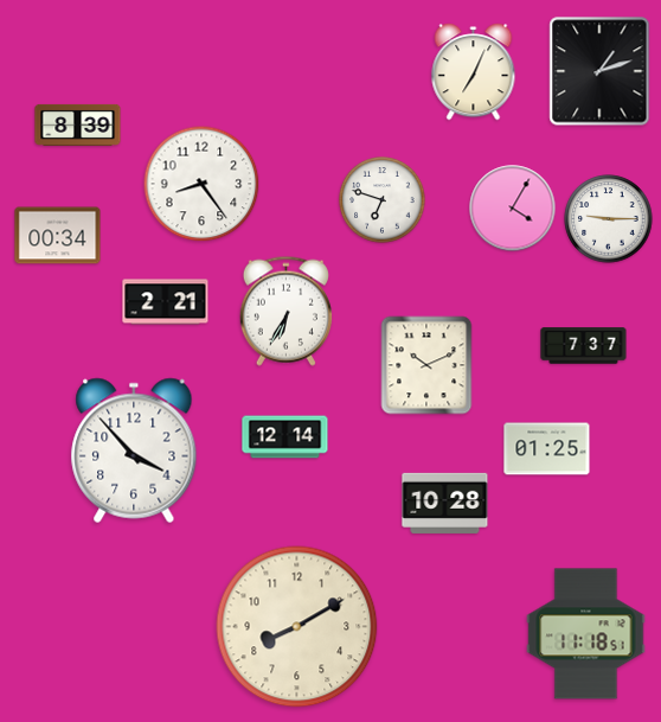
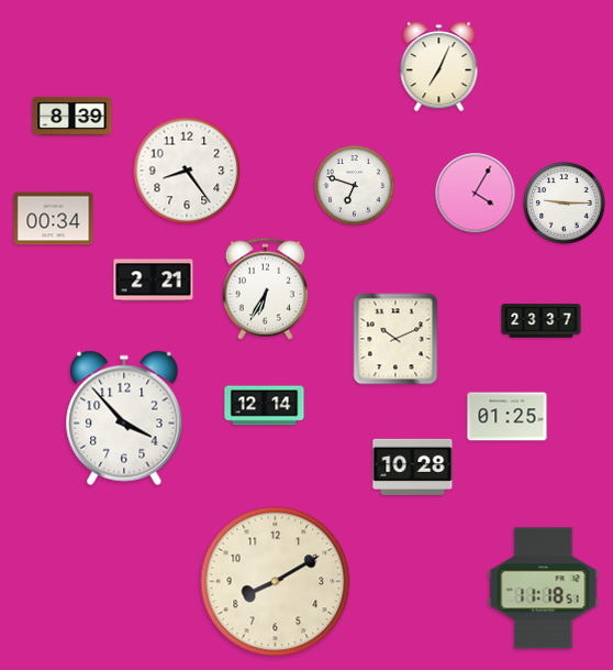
clock at (599, 71): 1:12 -> none
clock at (584, 346): 7:37 -> 23:37
